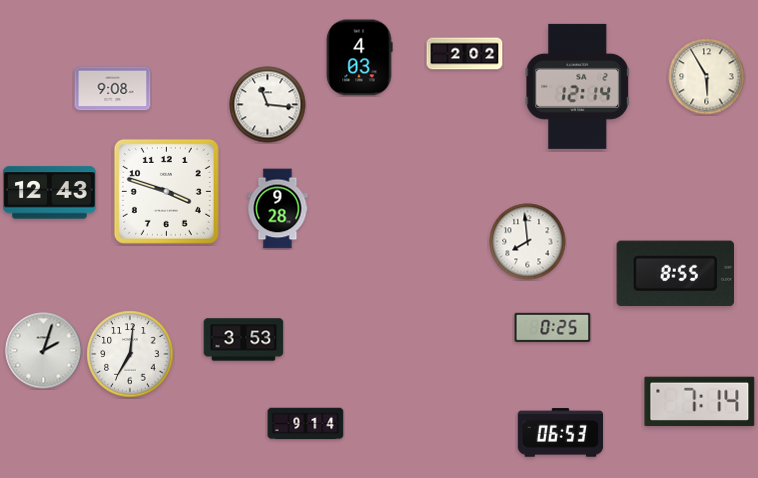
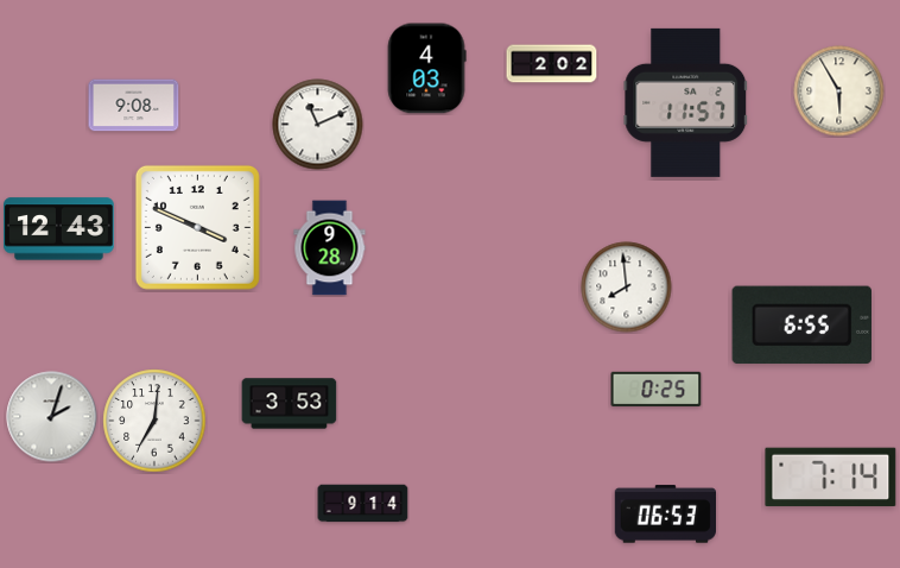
clock at (578, 86): 12:14 -> 11:57
clock at (268, 105): 11:16 -> 11:11
clock at (166, 191): 3:48 -> 3:49
clock at (675, 274): 8:55 -> 6:55
